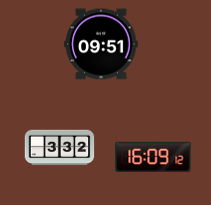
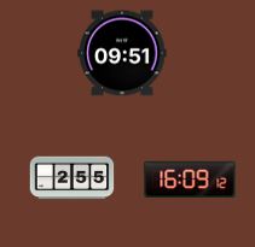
clock at (60, 148): 3:32 -> 2:55
clock at (153, 156) position: (153, 156) -> (190, 178)
